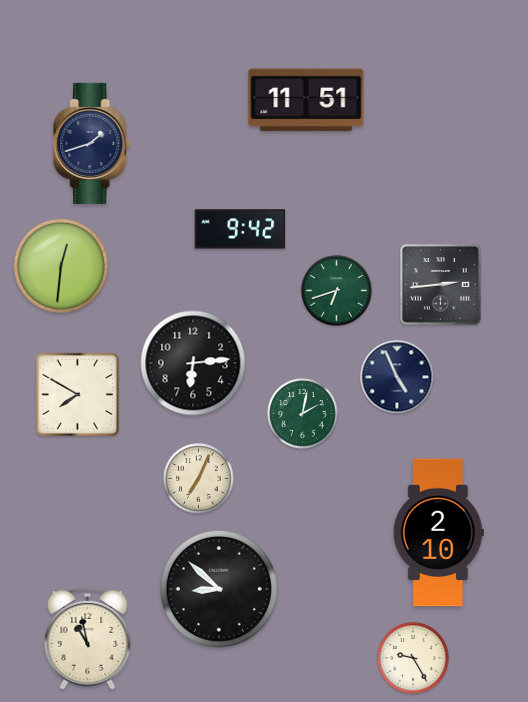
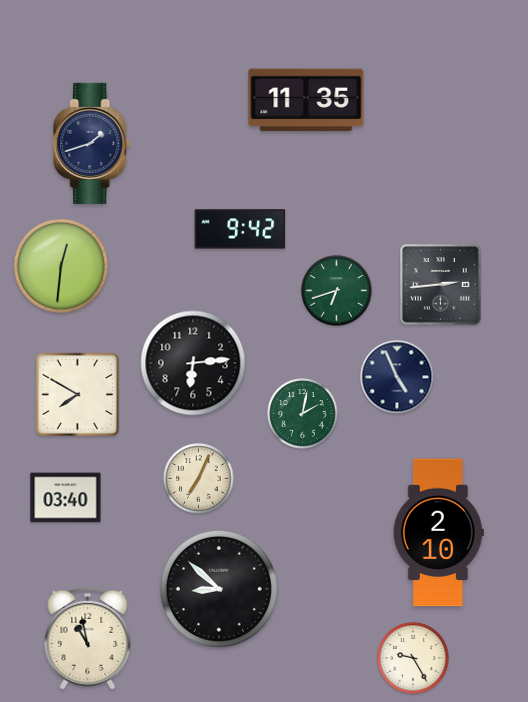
clock at (306, 100): 11:51 -> 11:35
clock at (66, 498): none -> 03:40
